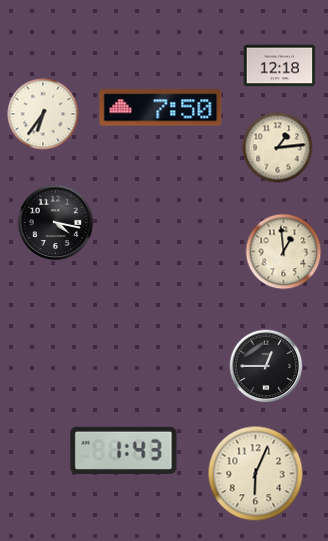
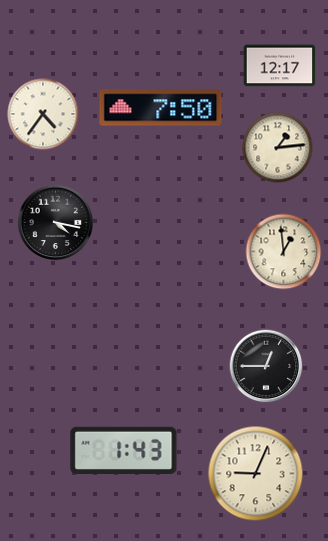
clock at (280, 66): 12:18 -> 12:17
clock at (43, 114): 6:36 -> 4:36
clock at (256, 474): 6:04 -> 9:04
